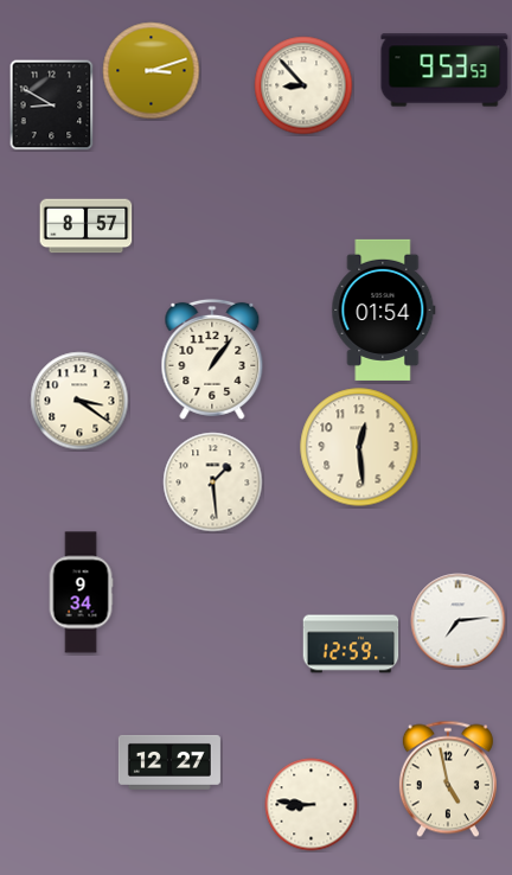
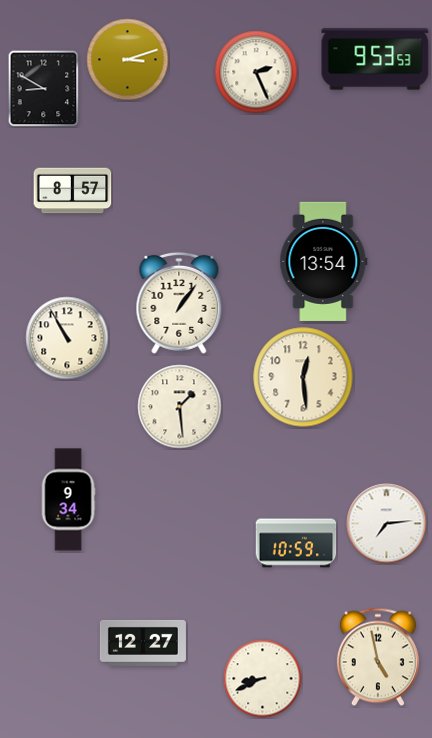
clock at (303, 85): 8:53 -> 2:26
clock at (384, 309): 01:54 -> 13:54
clock at (79, 401): 3:21 -> 10:55
clock at (351, 644): 12:59 -> 10:59
clock at (312, 805): 8:46 -> 8:41
